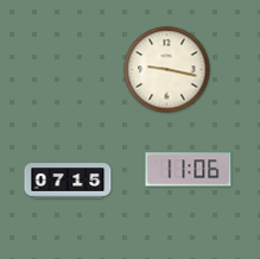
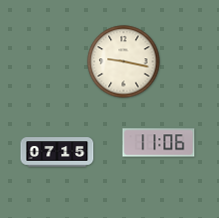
clock at (167, 70) position: (167, 70) -> (124, 62)
